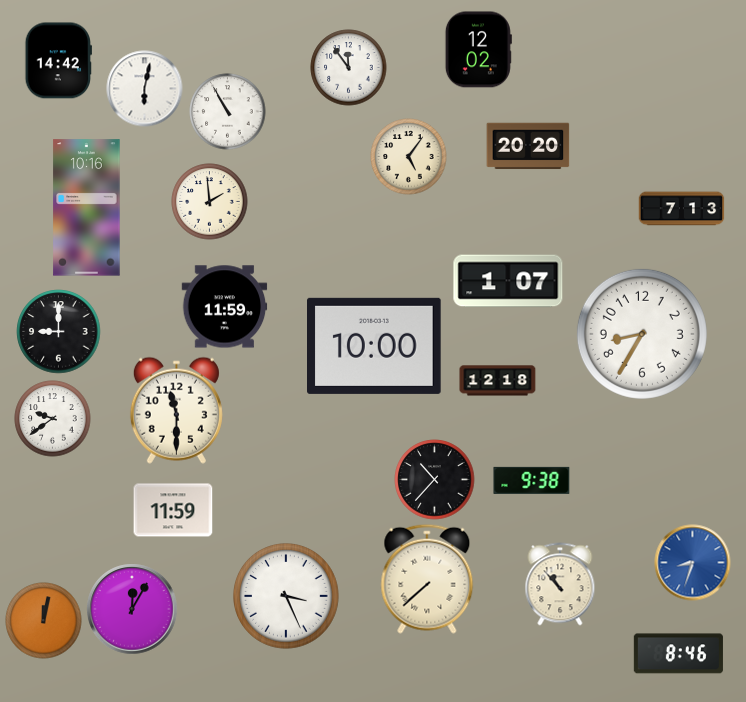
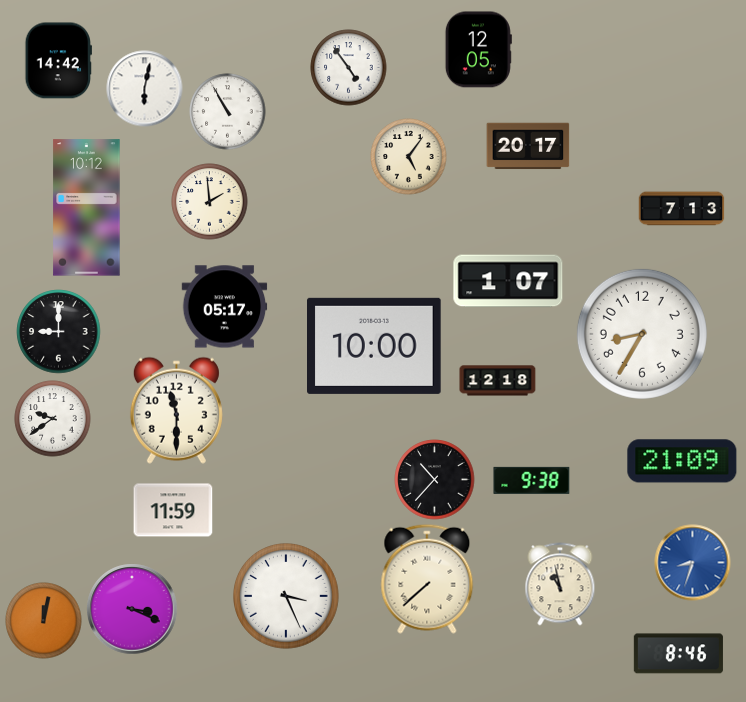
clock at (478, 50): 12:02 -> 12:05
clock at (349, 68): 11:54 -> 4:54
clock at (528, 146): 20:20 -> 20:17
clock at (87, 208): 10:16 -> 10:12
clock at (225, 307): 11:59 -> 05:17
clock at (682, 461): none -> 21:09
clock at (560, 584): 10:53 -> 10:58
clock at (132, 609): 12:05 -> 3:19
